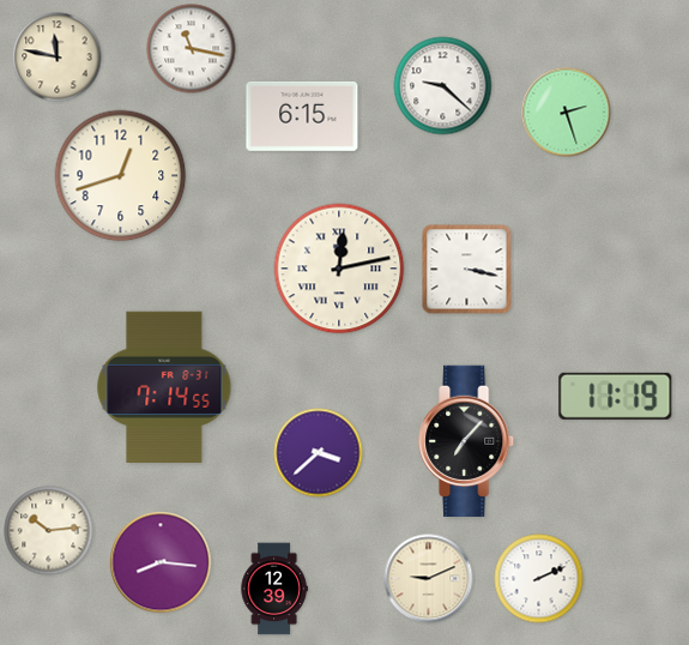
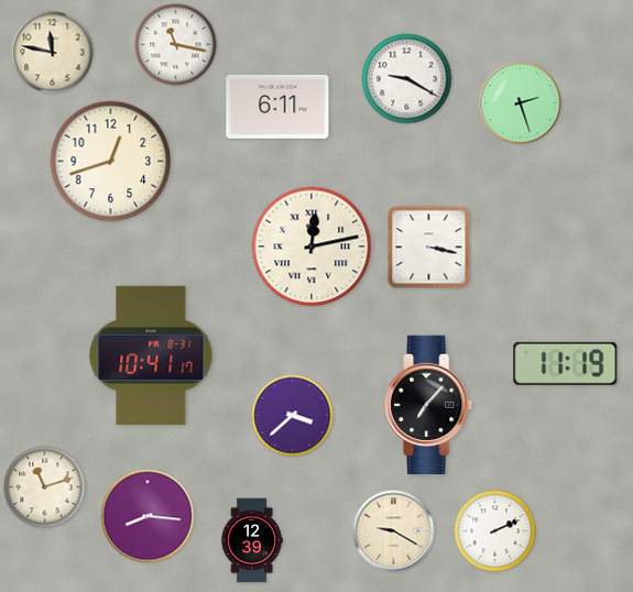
clock at (443, 86): 9:22 -> 9:20
clock at (302, 116): 6:15 -> 6:11
clock at (164, 386): 7:14 -> 10:41
clock at (49, 531): 10:14 -> 11:12
clock at (429, 579): 9:11 -> 9:20
